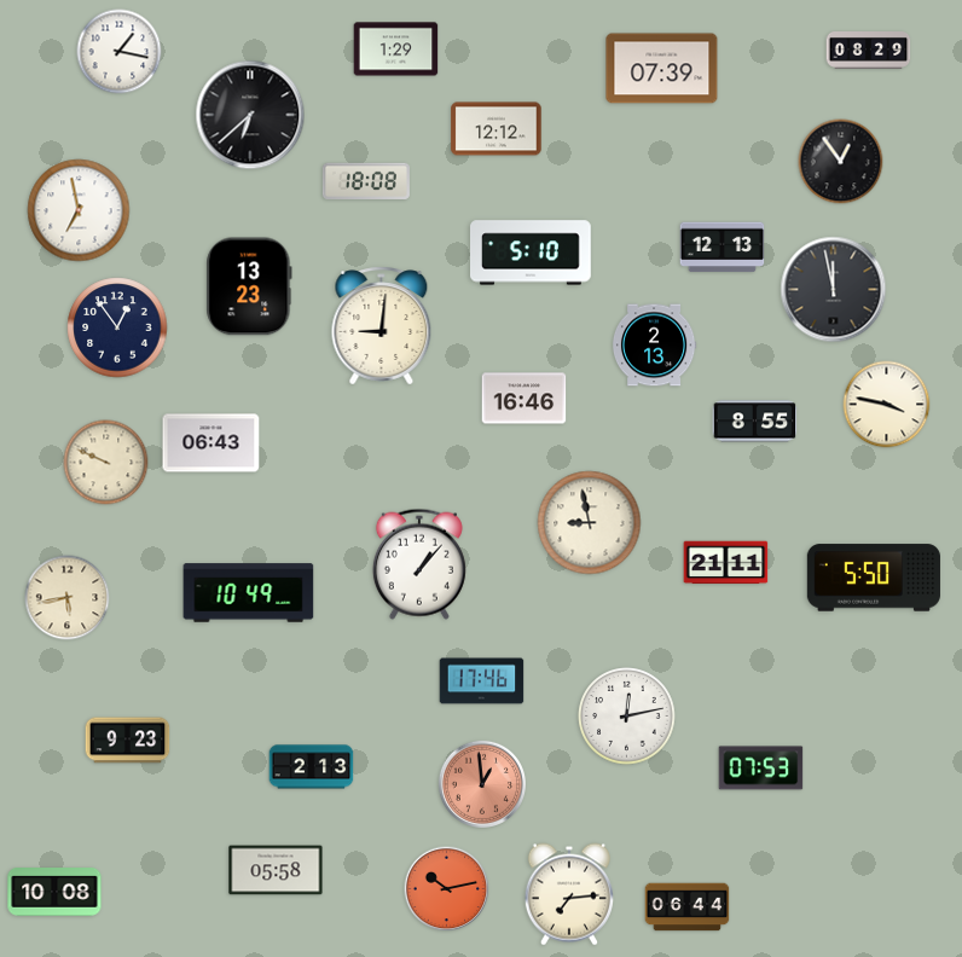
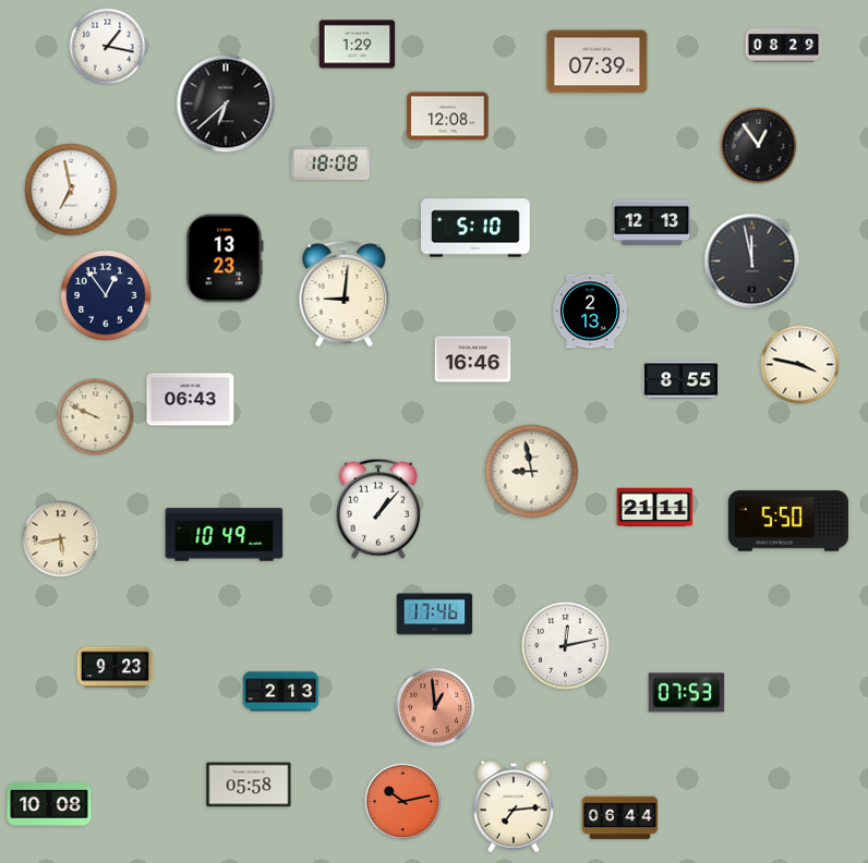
clock at (497, 129): 12:12 -> 12:08
clock at (532, 253) position: (532, 253) -> (477, 228)
